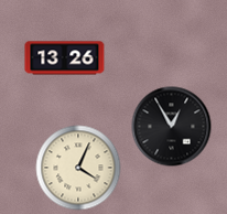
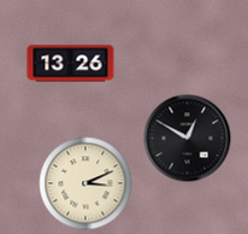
clock at (172, 127): 12:55 -> 12:50
clock at (78, 168): 4:04 -> 3:11
